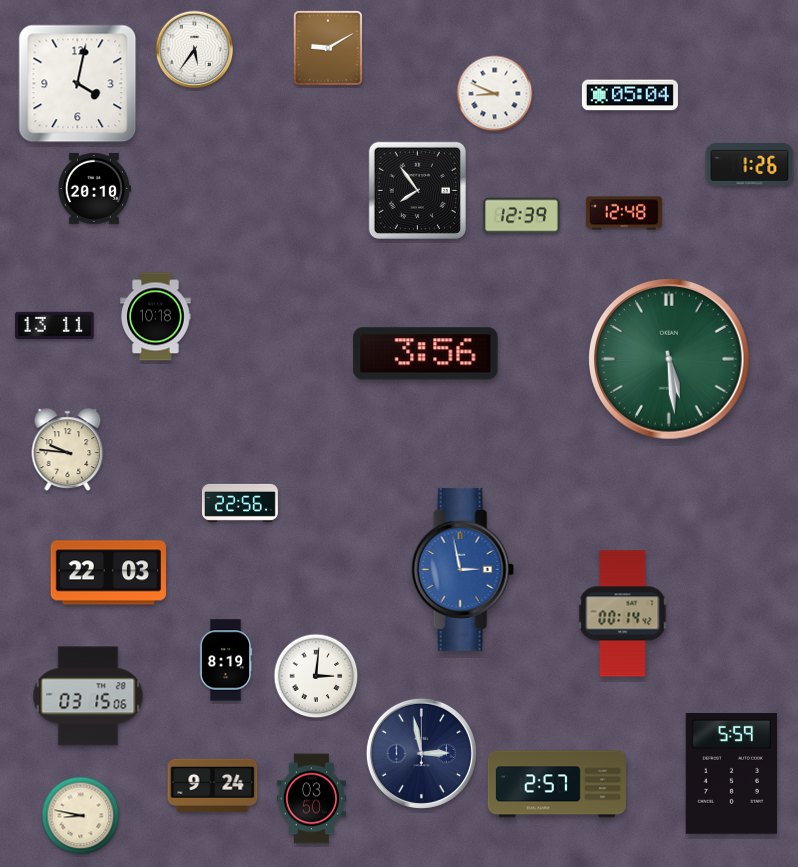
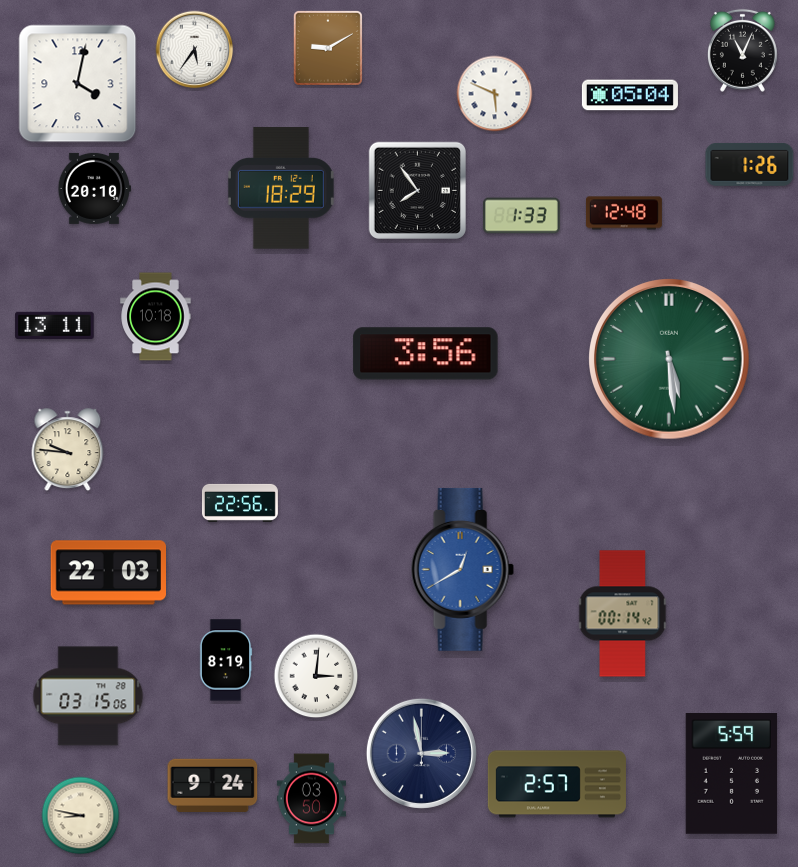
clock at (742, 50): none -> 11:04
clock at (495, 94): 8:49 -> 5:49
clock at (281, 188): none -> 18:29
clock at (522, 216): 12:39 -> 1:33
clock at (462, 569): 2:58 -> 12:40
